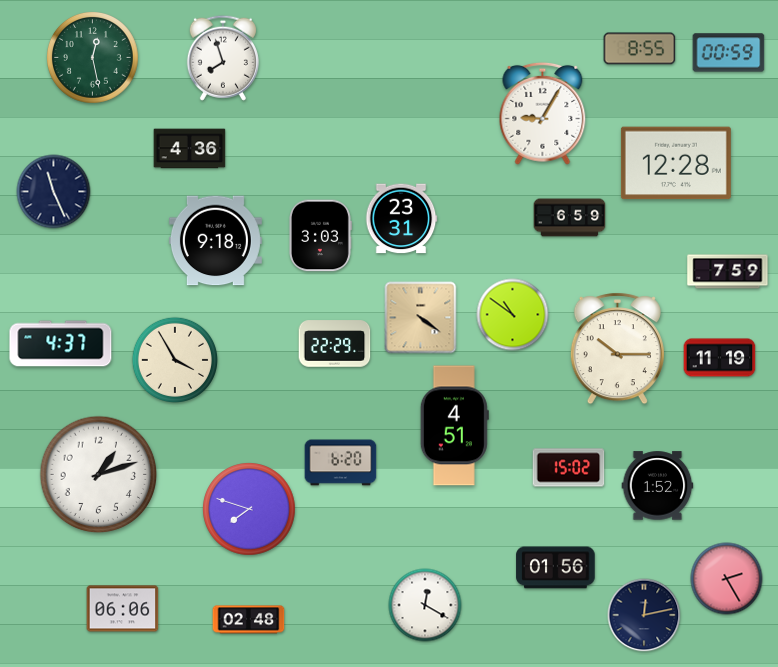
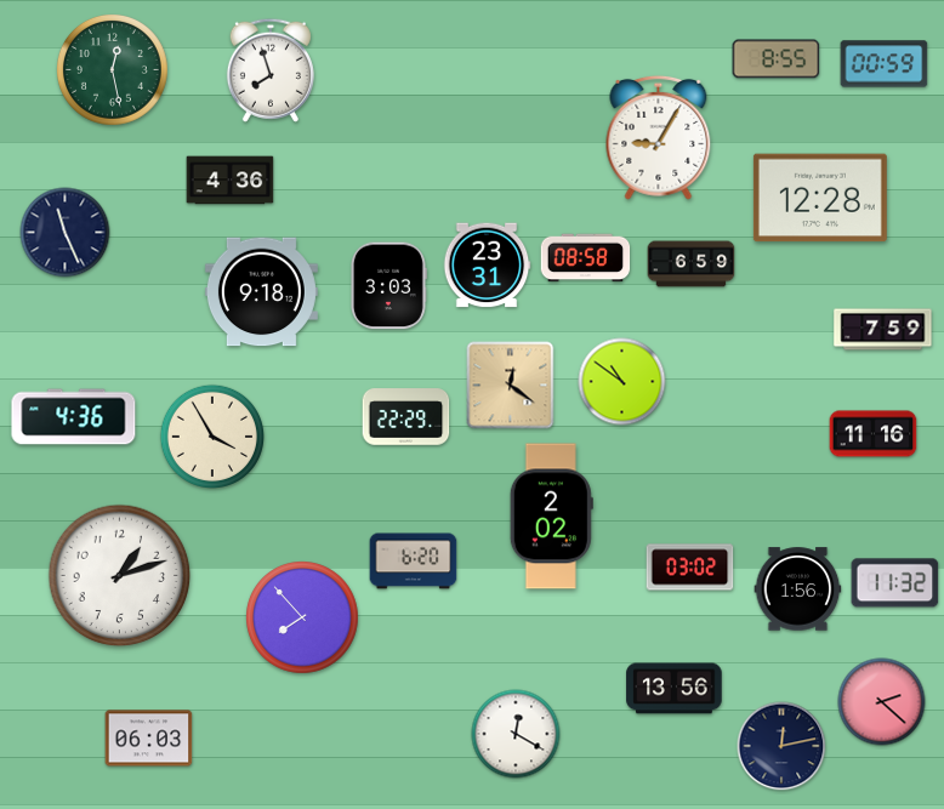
clock at (586, 258): none -> 08:58
clock at (421, 318): 4:21 -> 12:21
clock at (61, 344): 4:37 -> 4:36
clock at (617, 349): 10:15 -> none
clock at (720, 358): 11:19 -> 11:16
clock at (454, 426): 4:51 -> 2:02
clock at (569, 468): 15:02 -> 03:02
clock at (895, 583): none -> 11:32
clock at (658, 486): 1:52 -> 1:56
clock at (250, 510): 7:48 -> 7:53
clock at (556, 568): 01:56 -> 13:56
clock at (727, 579): 2:25 -> 2:22
clock at (123, 609): 06:06 -> 06:03
clock at (249, 620): 02:48 -> none
